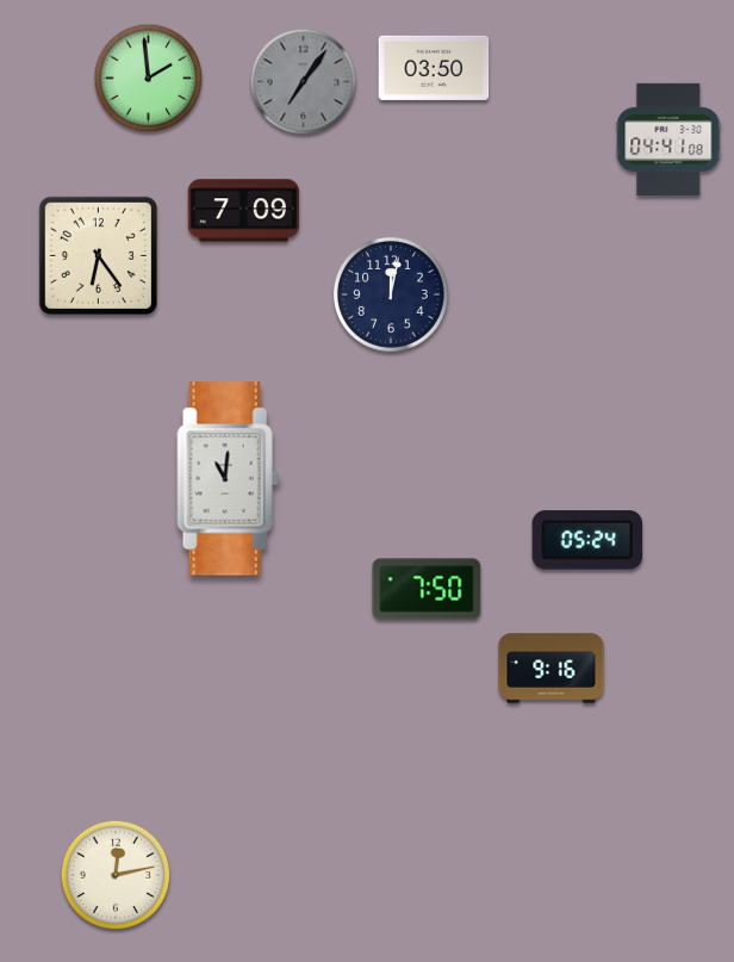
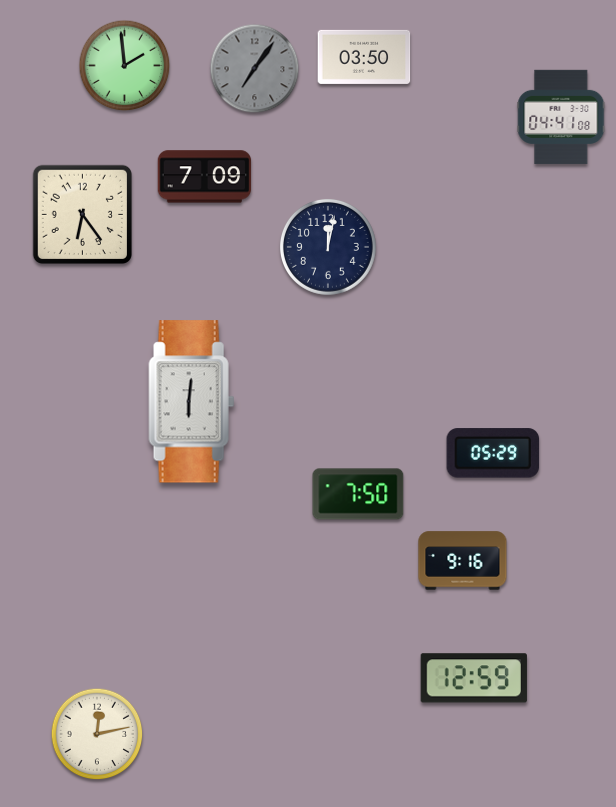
clock at (229, 479): 11:01 -> 6:01
clock at (587, 540): 05:24 -> 05:29
clock at (474, 678): none -> 12:59
